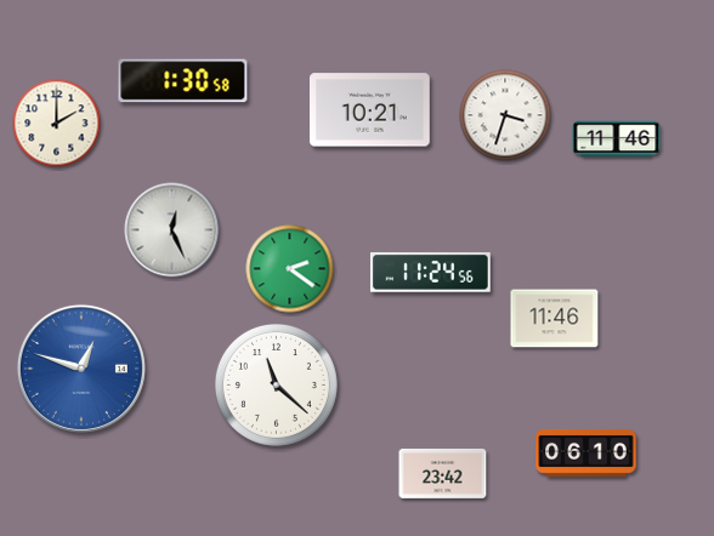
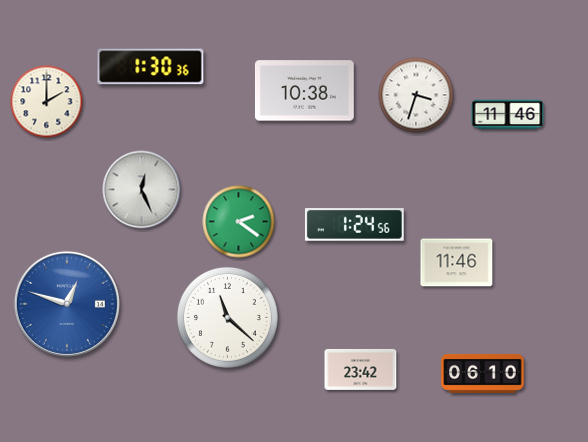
clock at (183, 81): 1:30:58 -> 1:30:36
clock at (369, 110): 10:21 -> 10:38
clock at (430, 273): 11:24 -> 1:24
clock at (443, 473) position: (443, 473) -> (361, 369)
